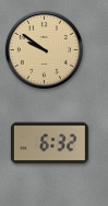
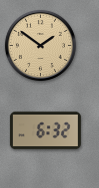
clock at (44, 49): 9:51 -> 1:51
